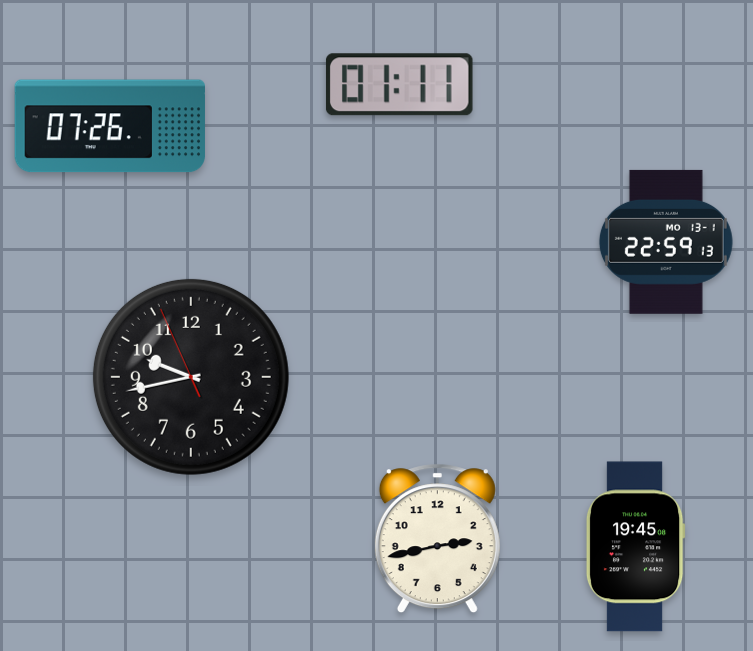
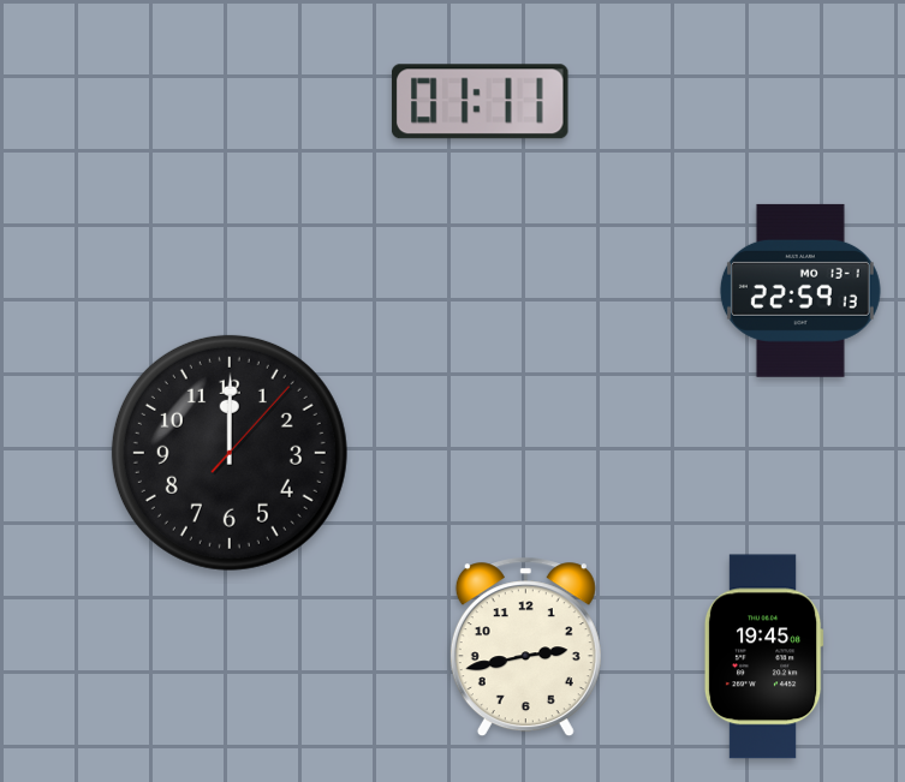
clock at (110, 126): 07:26 -> none
clock at (191, 377): 9:42 -> 12:00
